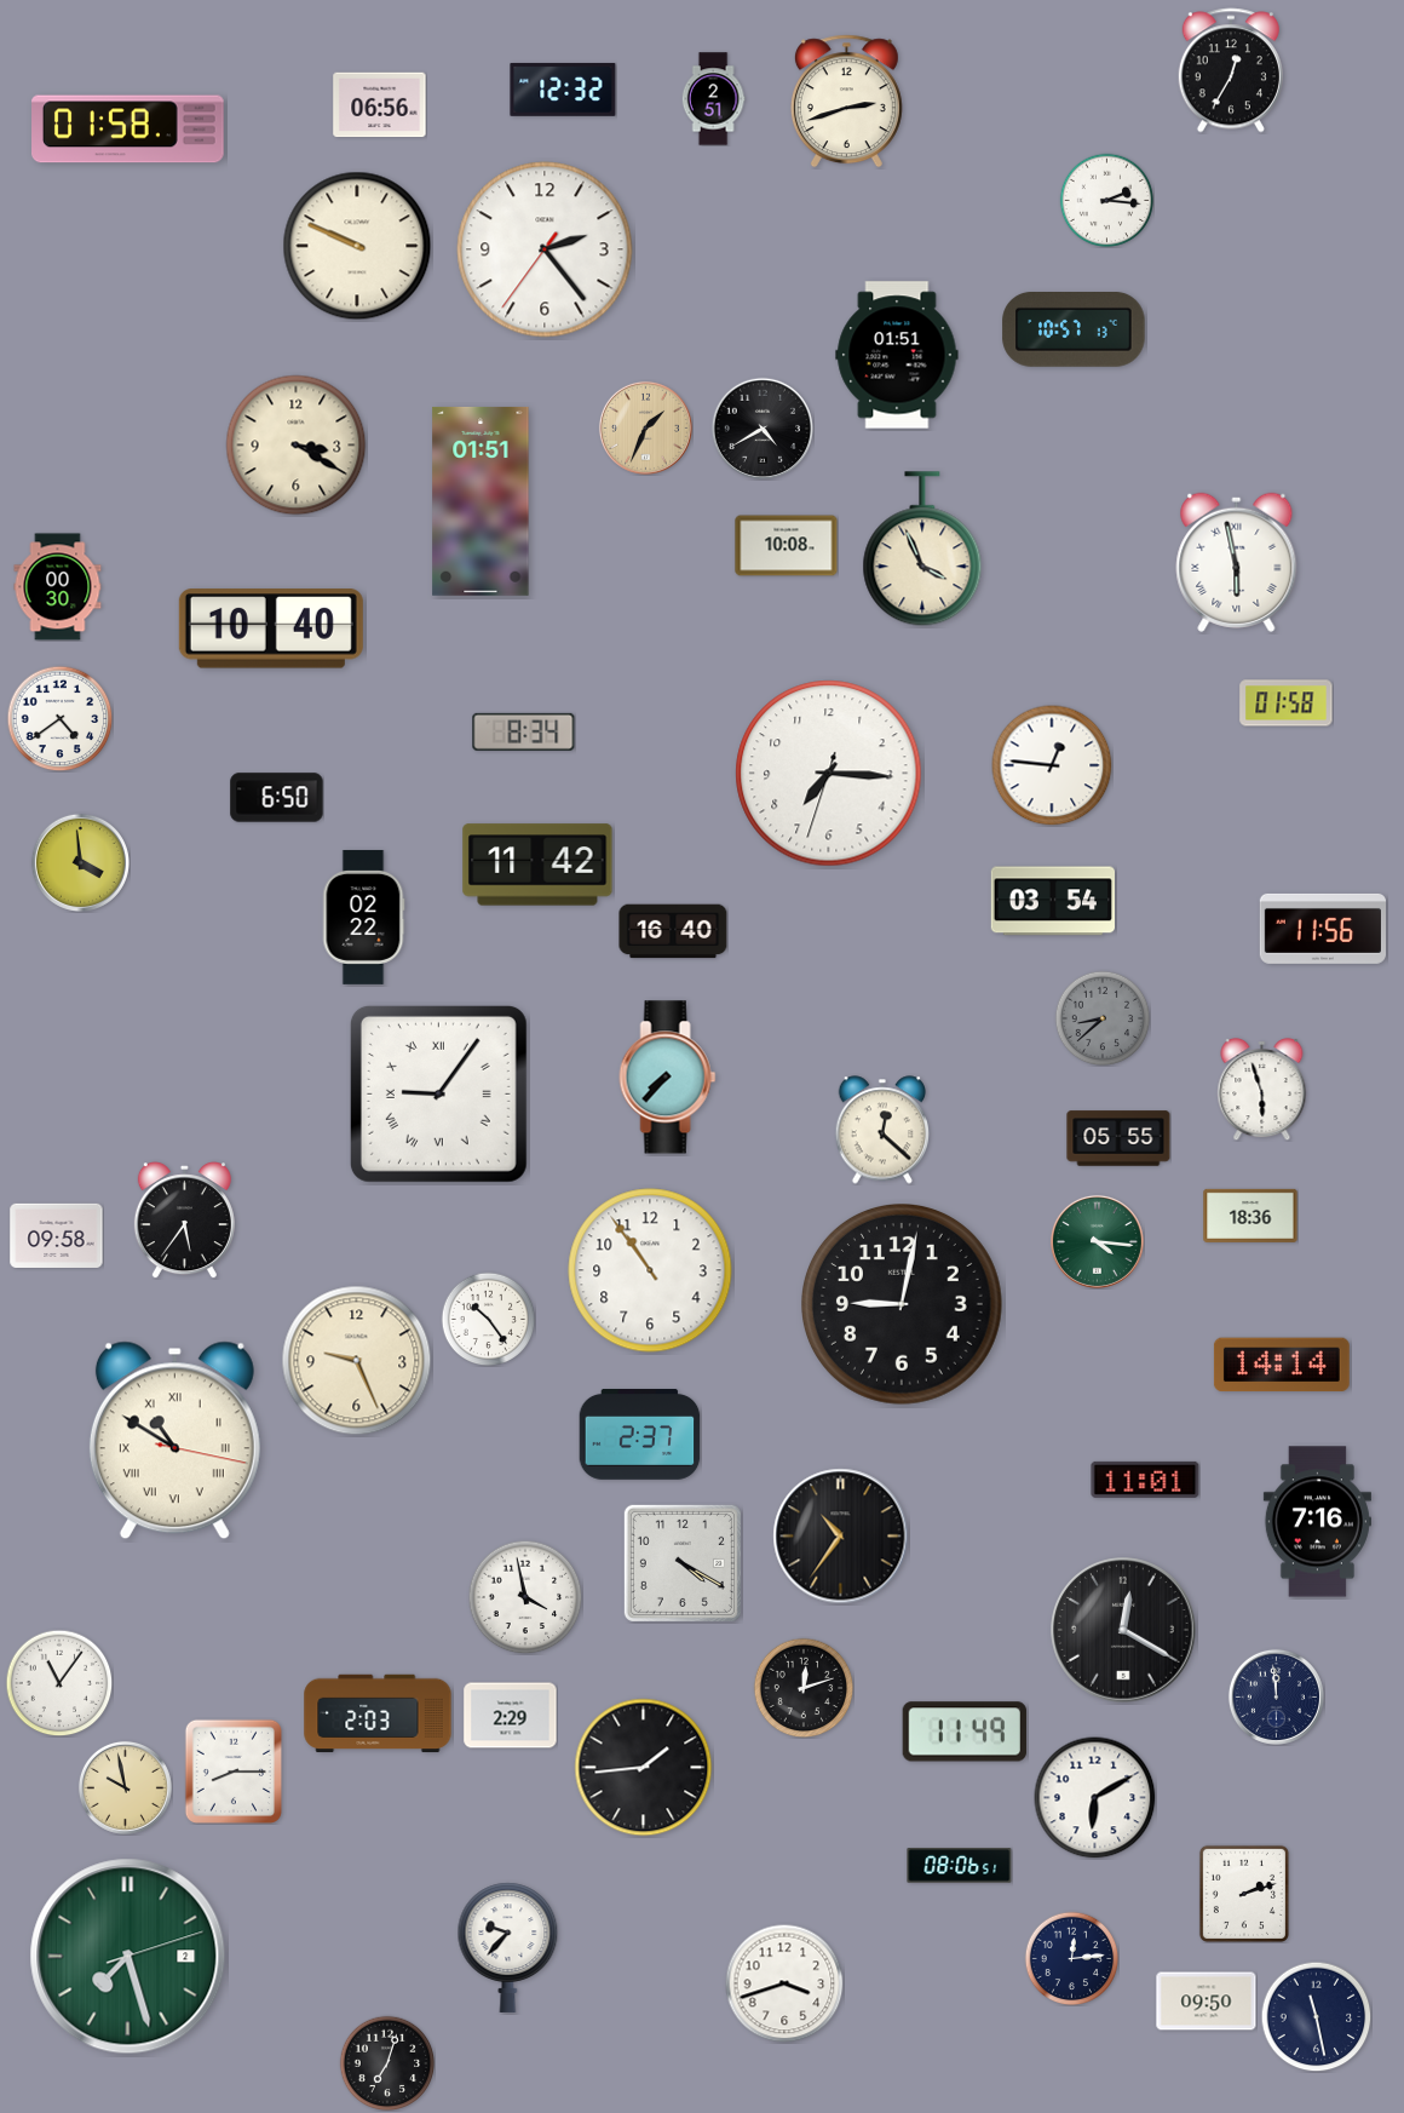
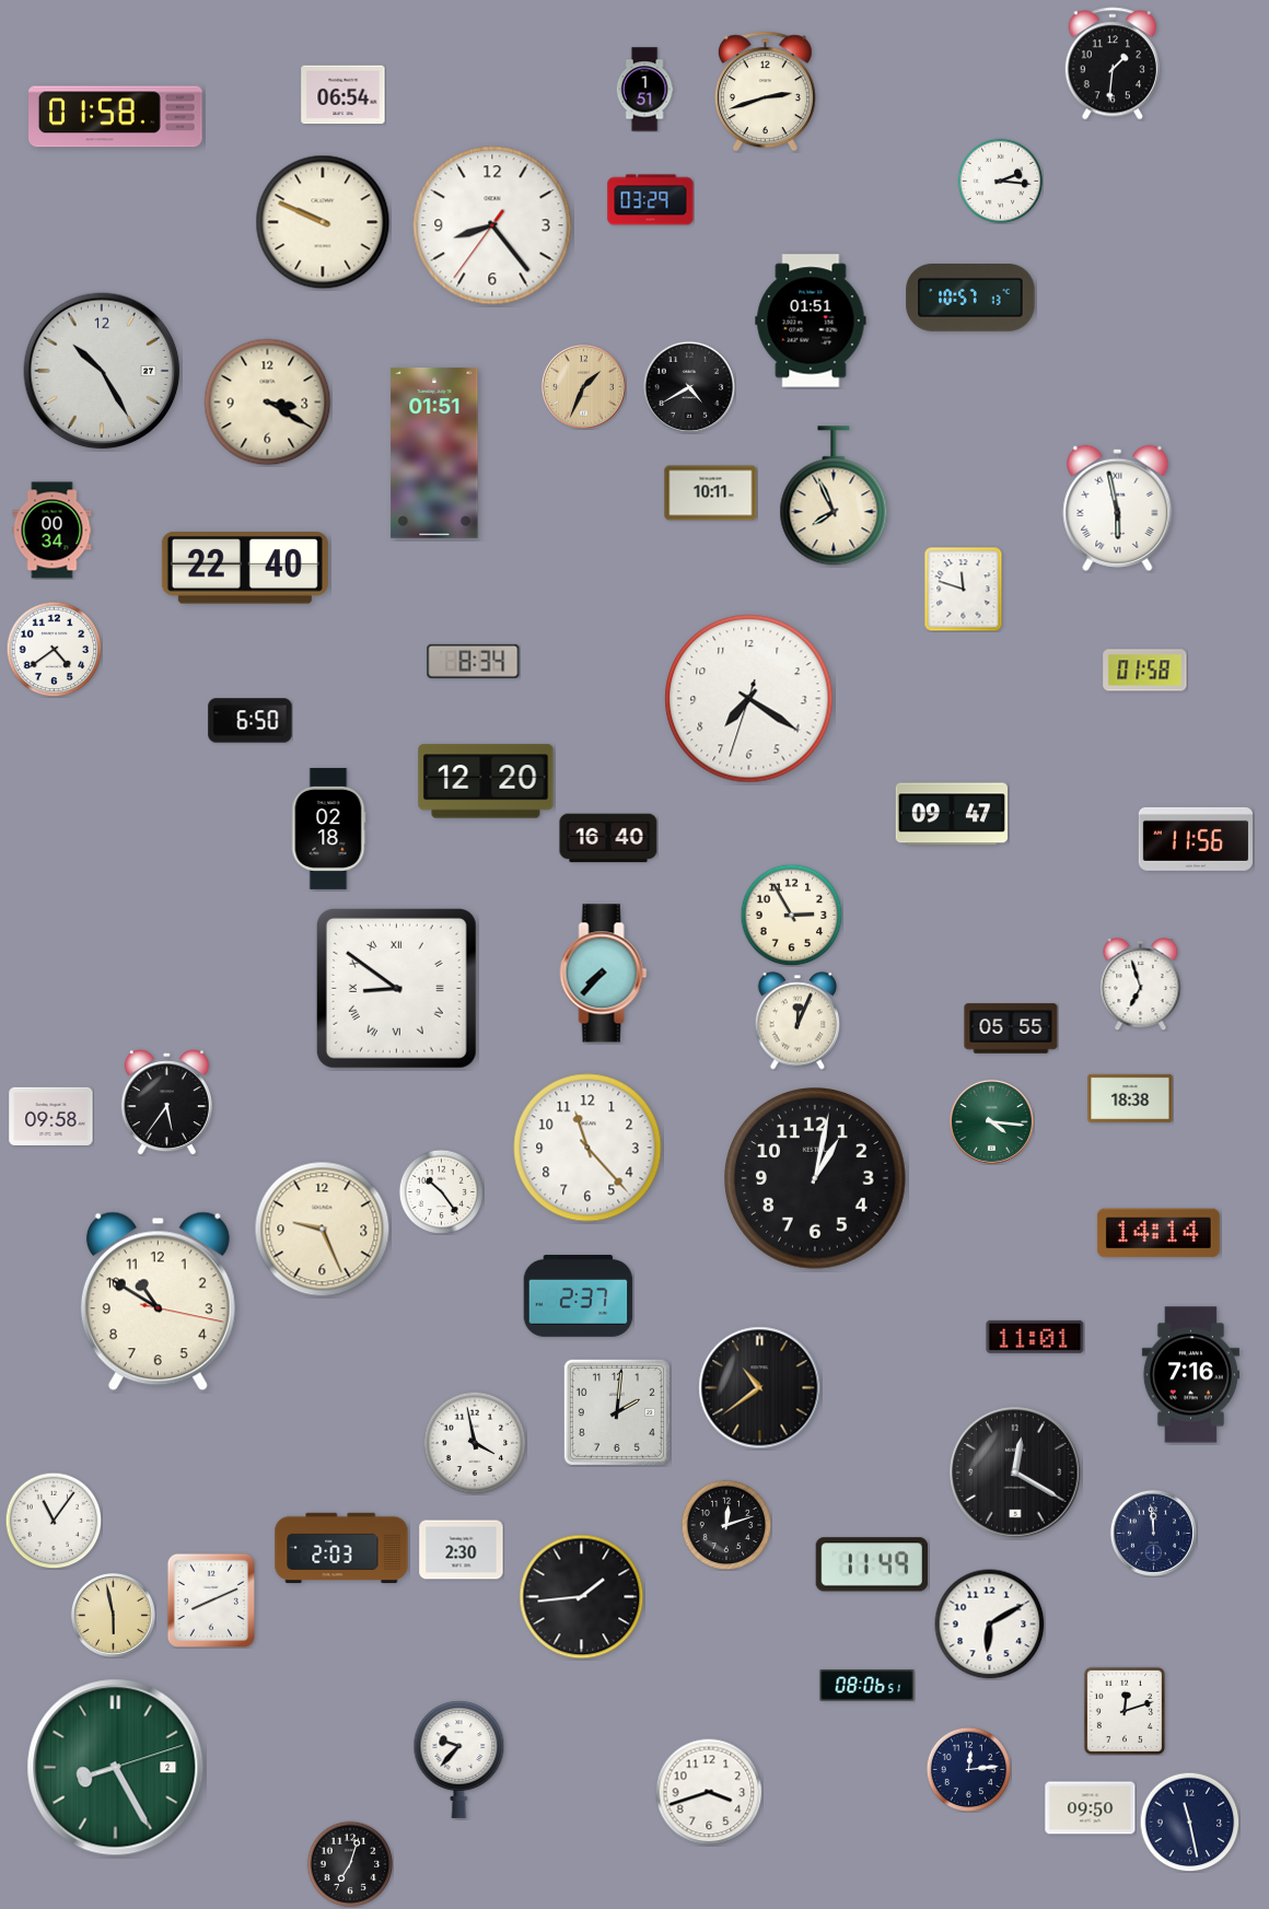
clock at (1231, 70): 12:35 -> 1:31
clock at (563, 90): 12:32 -> none
clock at (713, 99): 2:51 -> 1:51
clock at (380, 105): 06:56 -> 06:54
clock at (651, 200): none -> 03:29
clock at (545, 249): 2:23 -> 8:23
clock at (102, 371): none -> 10:25
clock at (787, 546): 10:08 -> 10:11
clock at (922, 550): 3:56 -> 7:56
clock at (58, 587): 00:30 -> 00:34
clock at (271, 628): 10:40 -> 22:40
clock at (964, 589): none -> 11:48
clock at (1287, 704) position: (1287, 704) -> (1145, 671)
clock at (1052, 765): 12:46 -> none
clock at (829, 774): 7:15 -> 7:20
clock at (80, 862): 3:59 -> none
clock at (537, 865): 11:42 -> 12:20
clock at (1052, 901): 03:54 -> 09:47
clock at (363, 917): 02:22 -> 02:18
clock at (673, 931) position: (673, 931) -> (608, 838)
clock at (791, 915): none -> 2:55
clock at (1103, 1018): 8:38 -> none
clock at (1262, 1090): 5:57 -> 6:57
clock at (438, 1093): 9:06 -> 8:51
clock at (882, 1130): 12:22 -> 12:04
clock at (1250, 1216): 18:36 -> 18:38
clock at (650, 1270): 10:54 -> 11:23
clock at (903, 1305): 9:02 -> 1:02
clock at (174, 1441) numerals: Roman -> Arabic
clock at (841, 1537): 10:36 -> 10:39
clock at (683, 1563): 4:20 -> 2:01
clock at (511, 1716): 2:29 -> 2:30
clock at (234, 1772): 8:15 -> 8:11
clock at (125, 1787): 9:58 -> 5:58
clock at (1244, 1894): 2:12 -> 12:12
clock at (128, 1957): 7:27 -> 8:25
